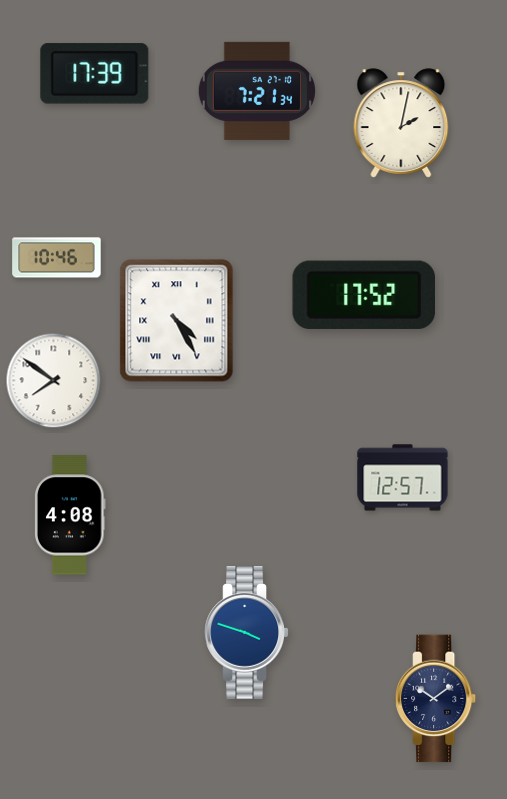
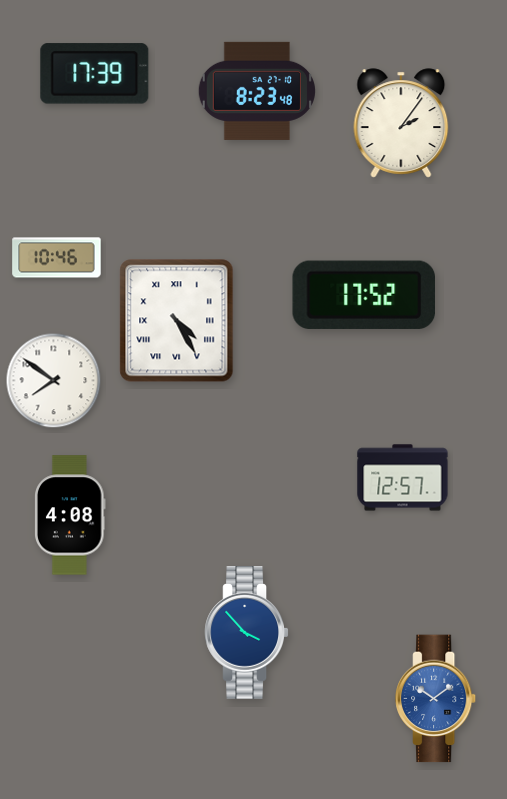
clock at (257, 91): 7:21 -> 8:23
clock at (401, 123): 2:02 -> 2:06
clock at (247, 633): 3:48 -> 3:53
clock at (437, 699) dial: navy -> blue
